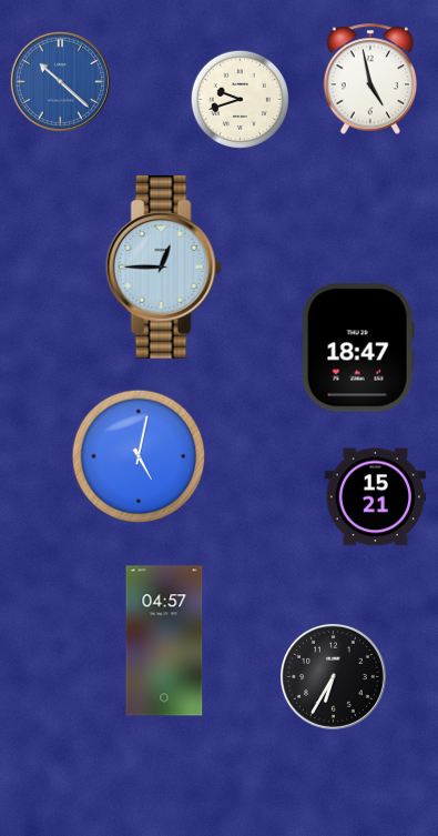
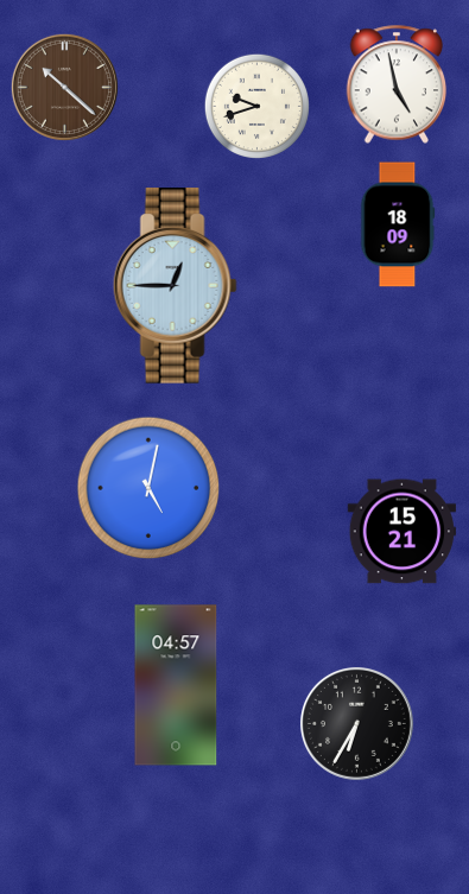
clock at (60, 81) dial: blue -> brown
clock at (398, 224): none -> 18:09
clock at (358, 348): 18:47 -> none
